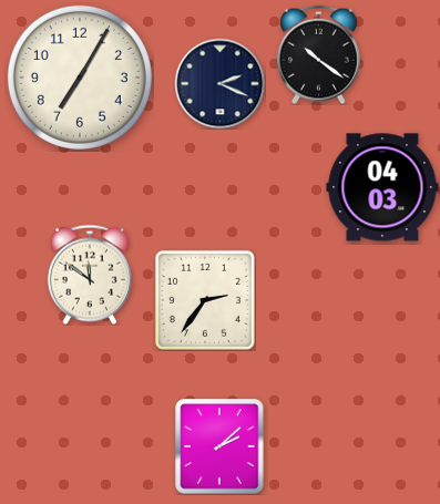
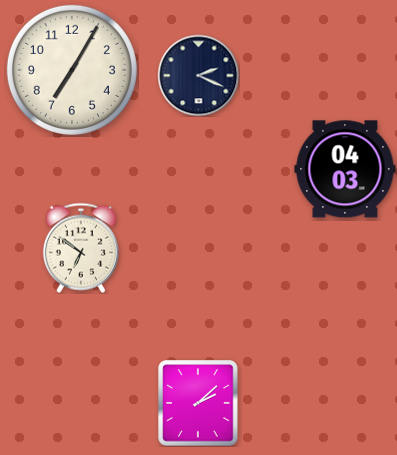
clock at (318, 54): 10:21 -> none
clock at (90, 275): 11:51 -> 6:51
clock at (205, 300): 2:36 -> none
